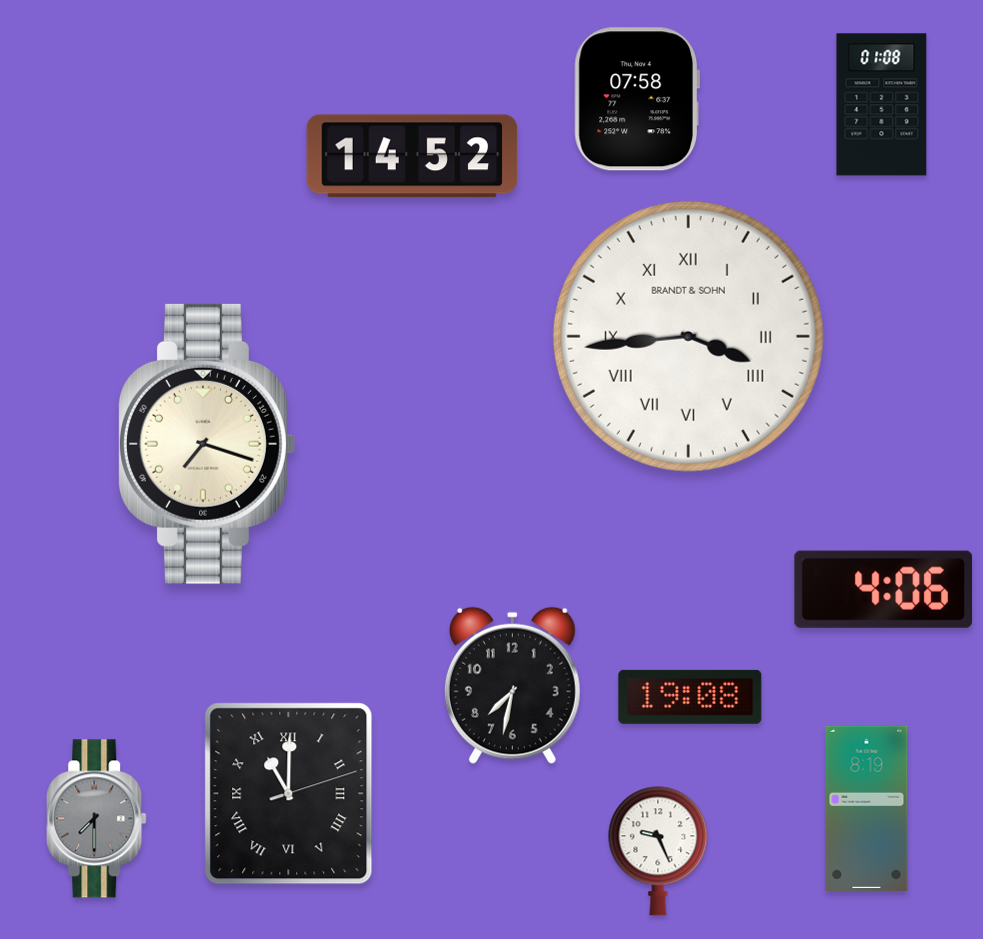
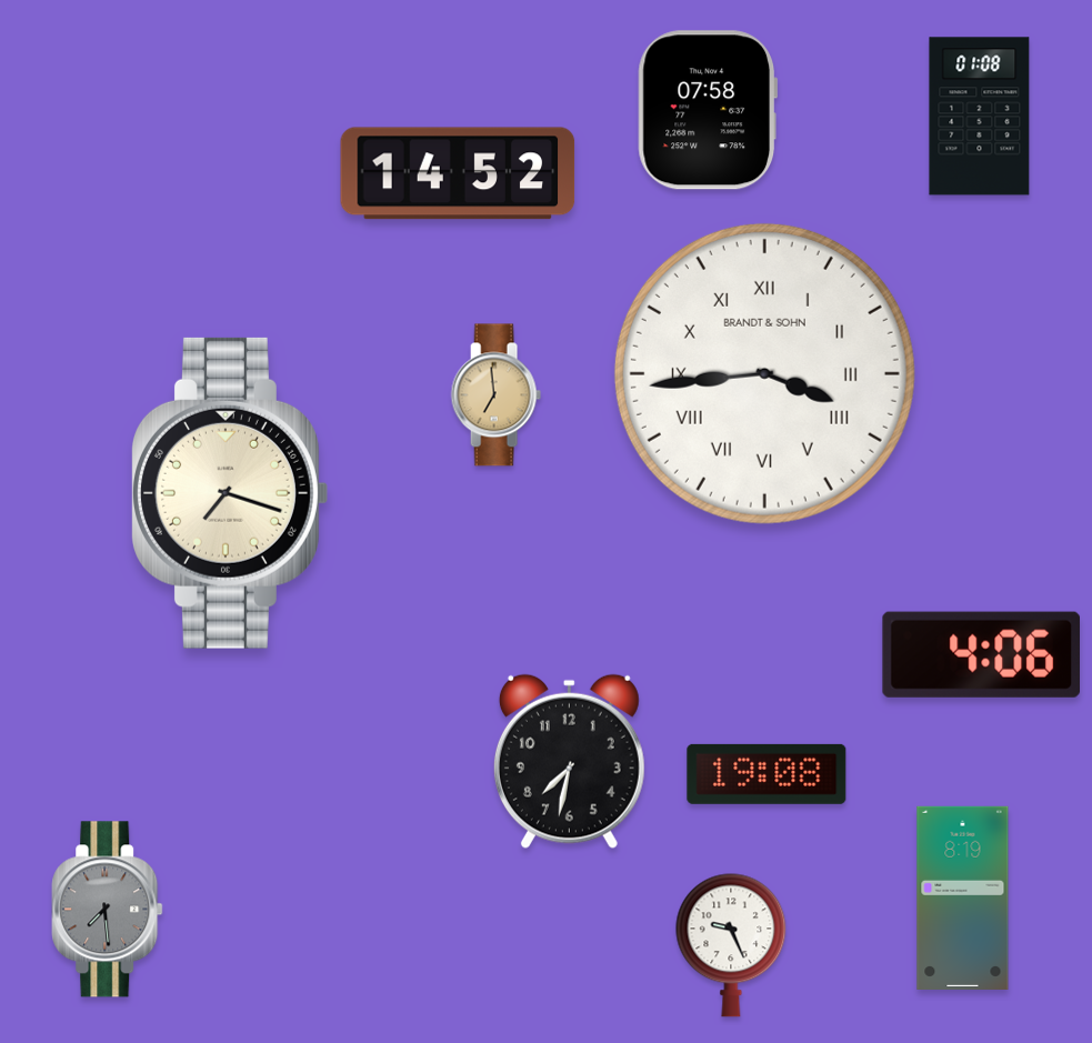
clock at (495, 395): none -> 6:59
clock at (289, 794): 11:00 -> none
clock at (97, 819): 7:30 -> 7:29
